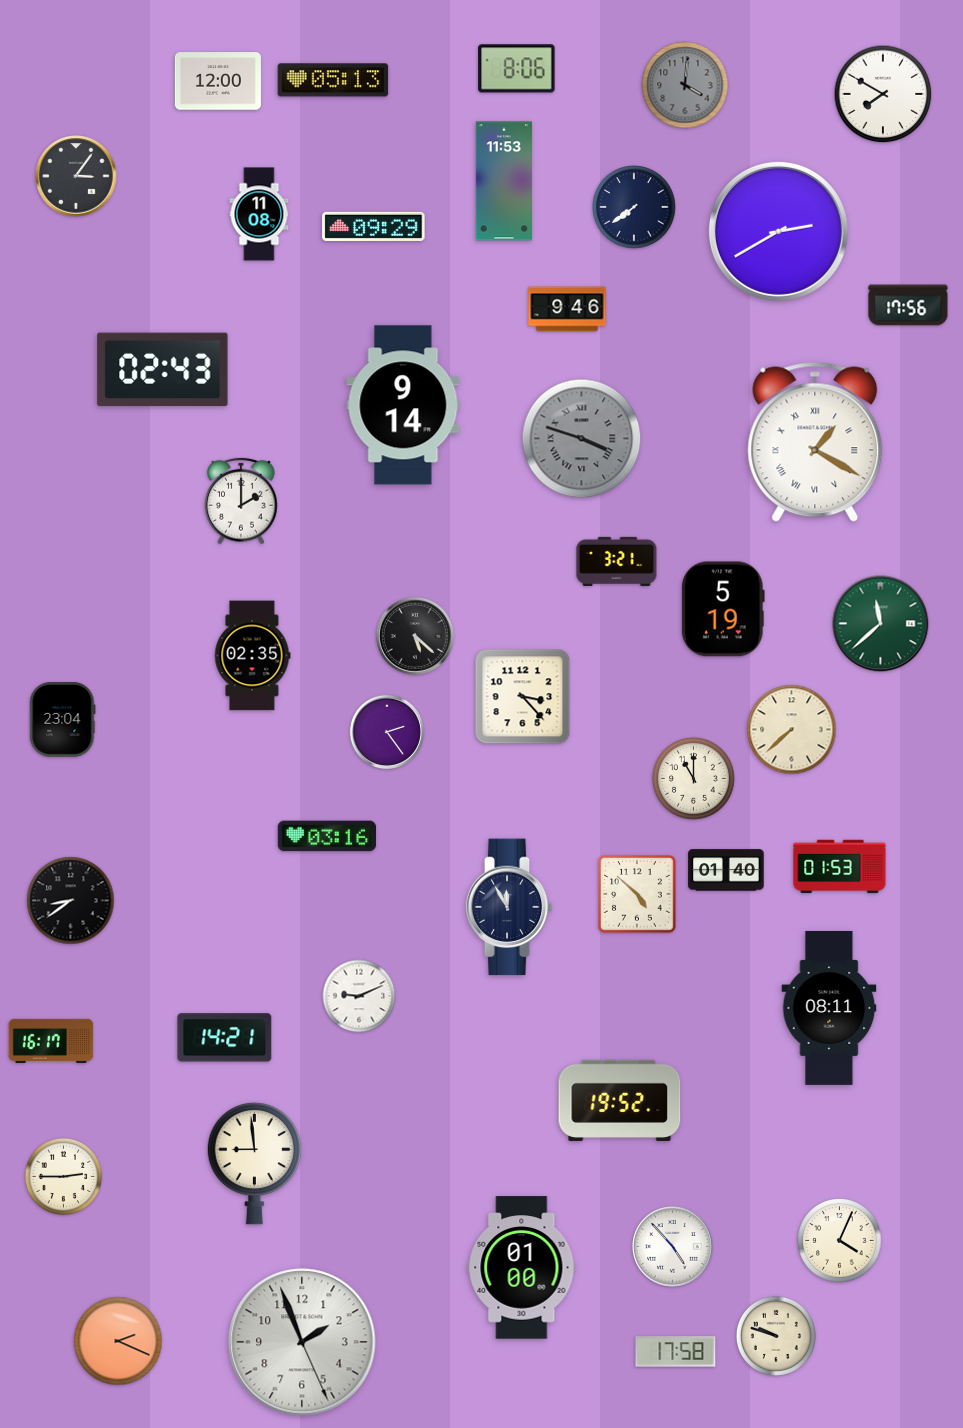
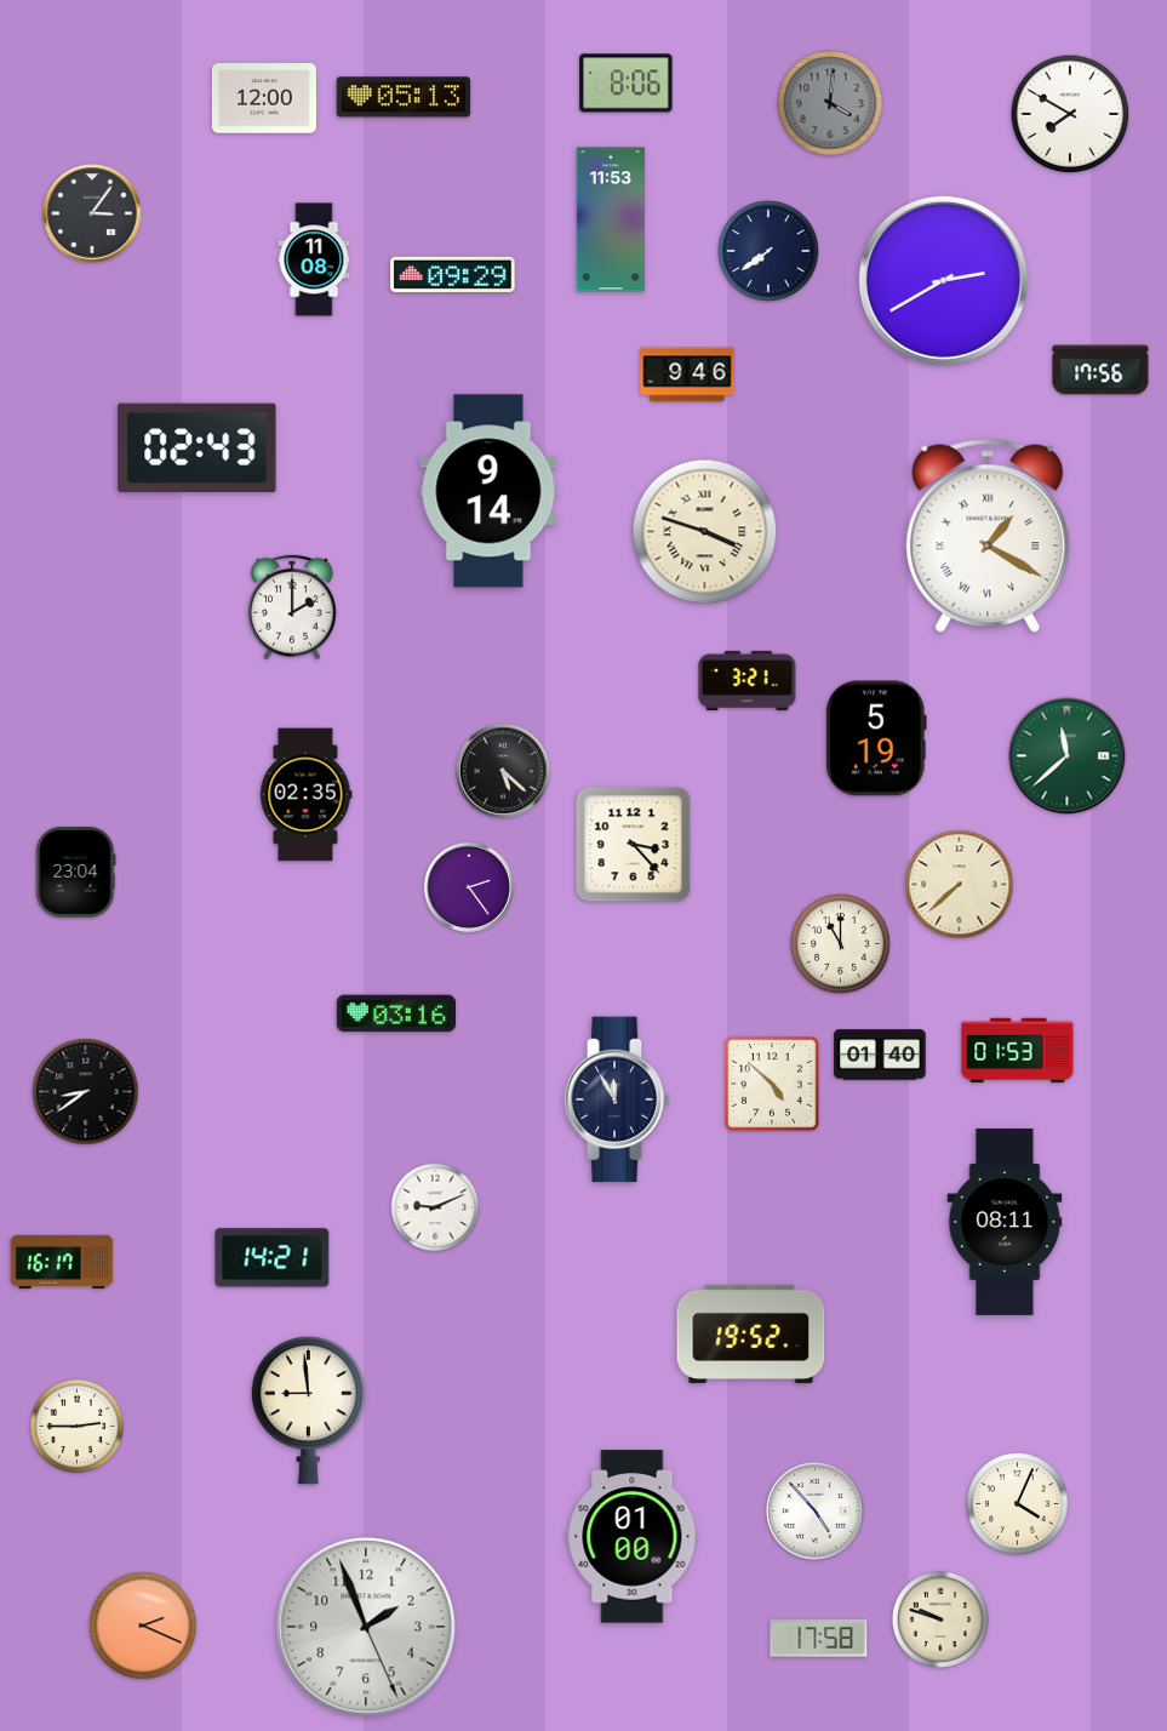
clock at (582, 439) dial: grey -> cream
